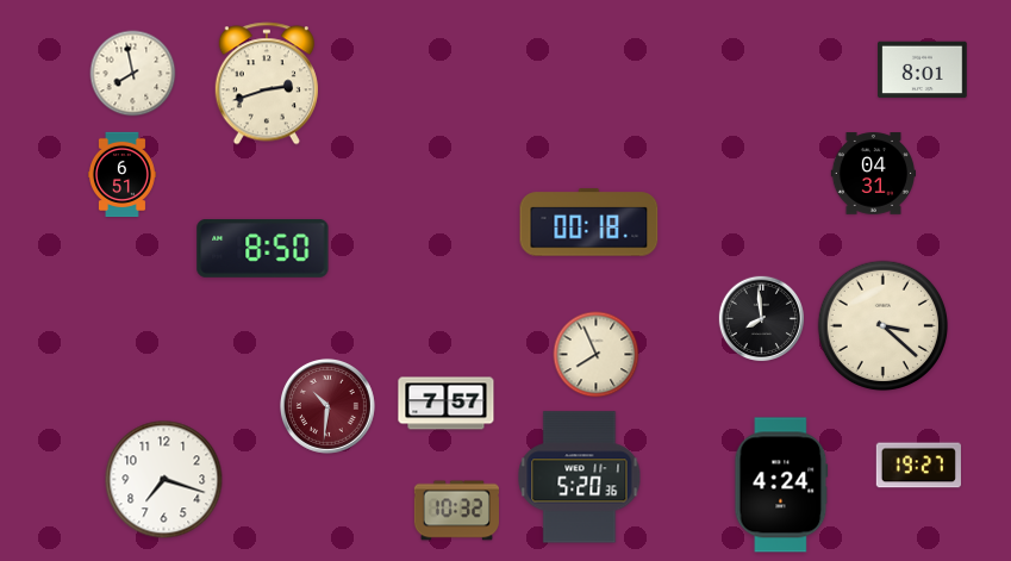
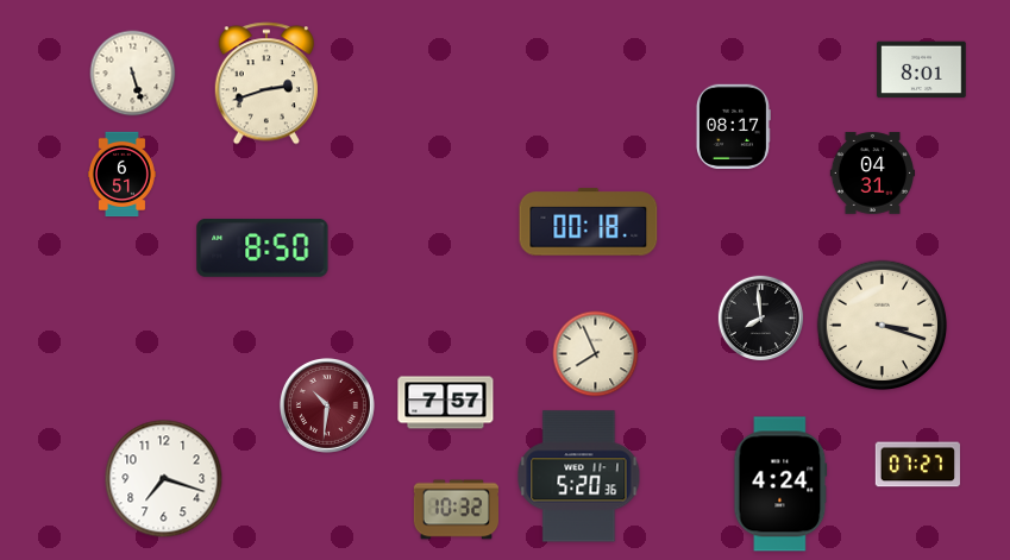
clock at (133, 74): 7:58 -> 5:27
clock at (733, 126): none -> 08:17
clock at (884, 326): 3:22 -> 3:18
clock at (918, 466): 19:27 -> 07:27
